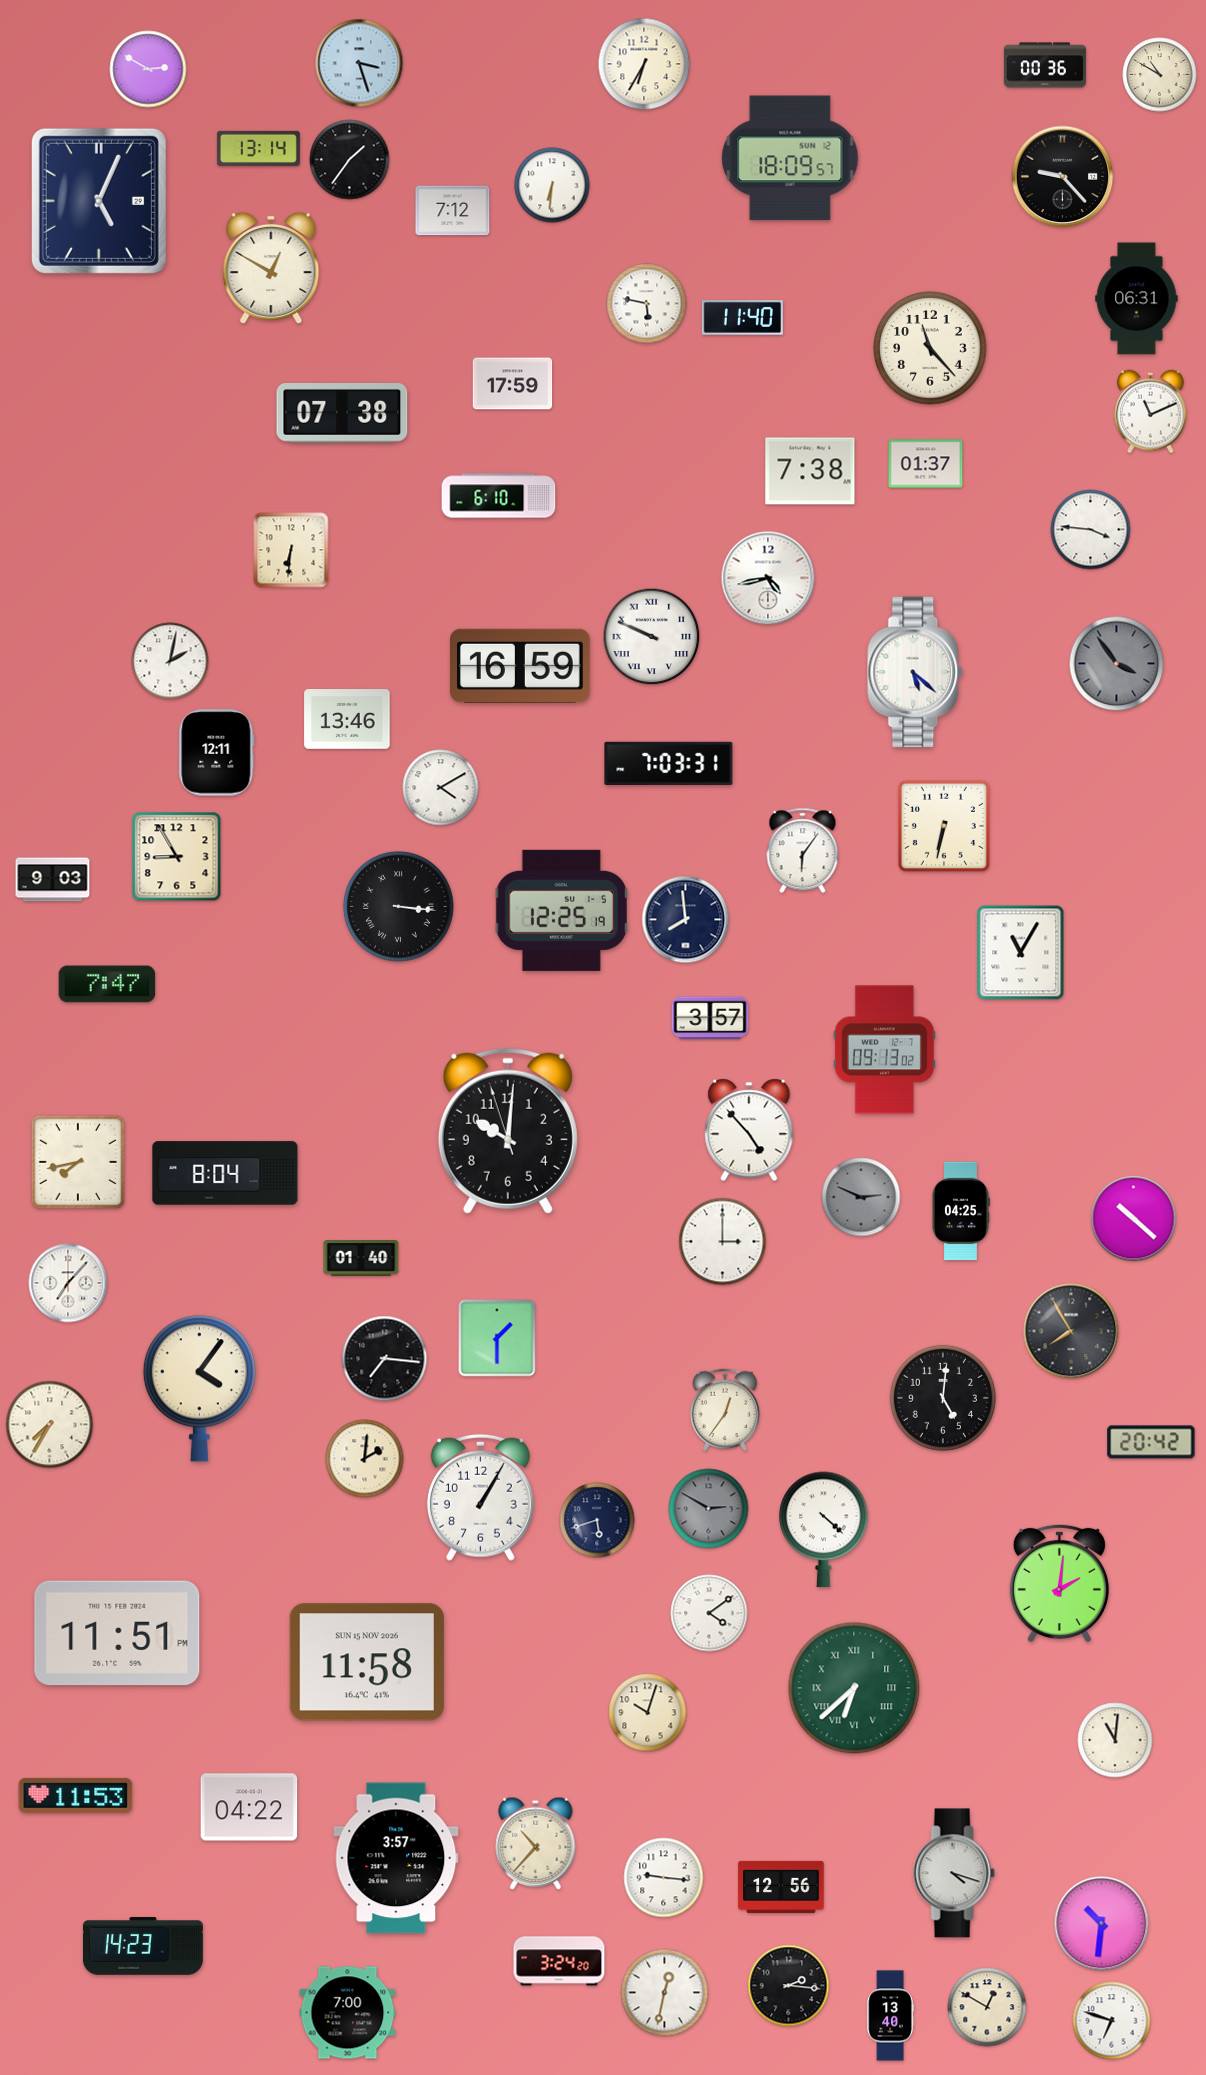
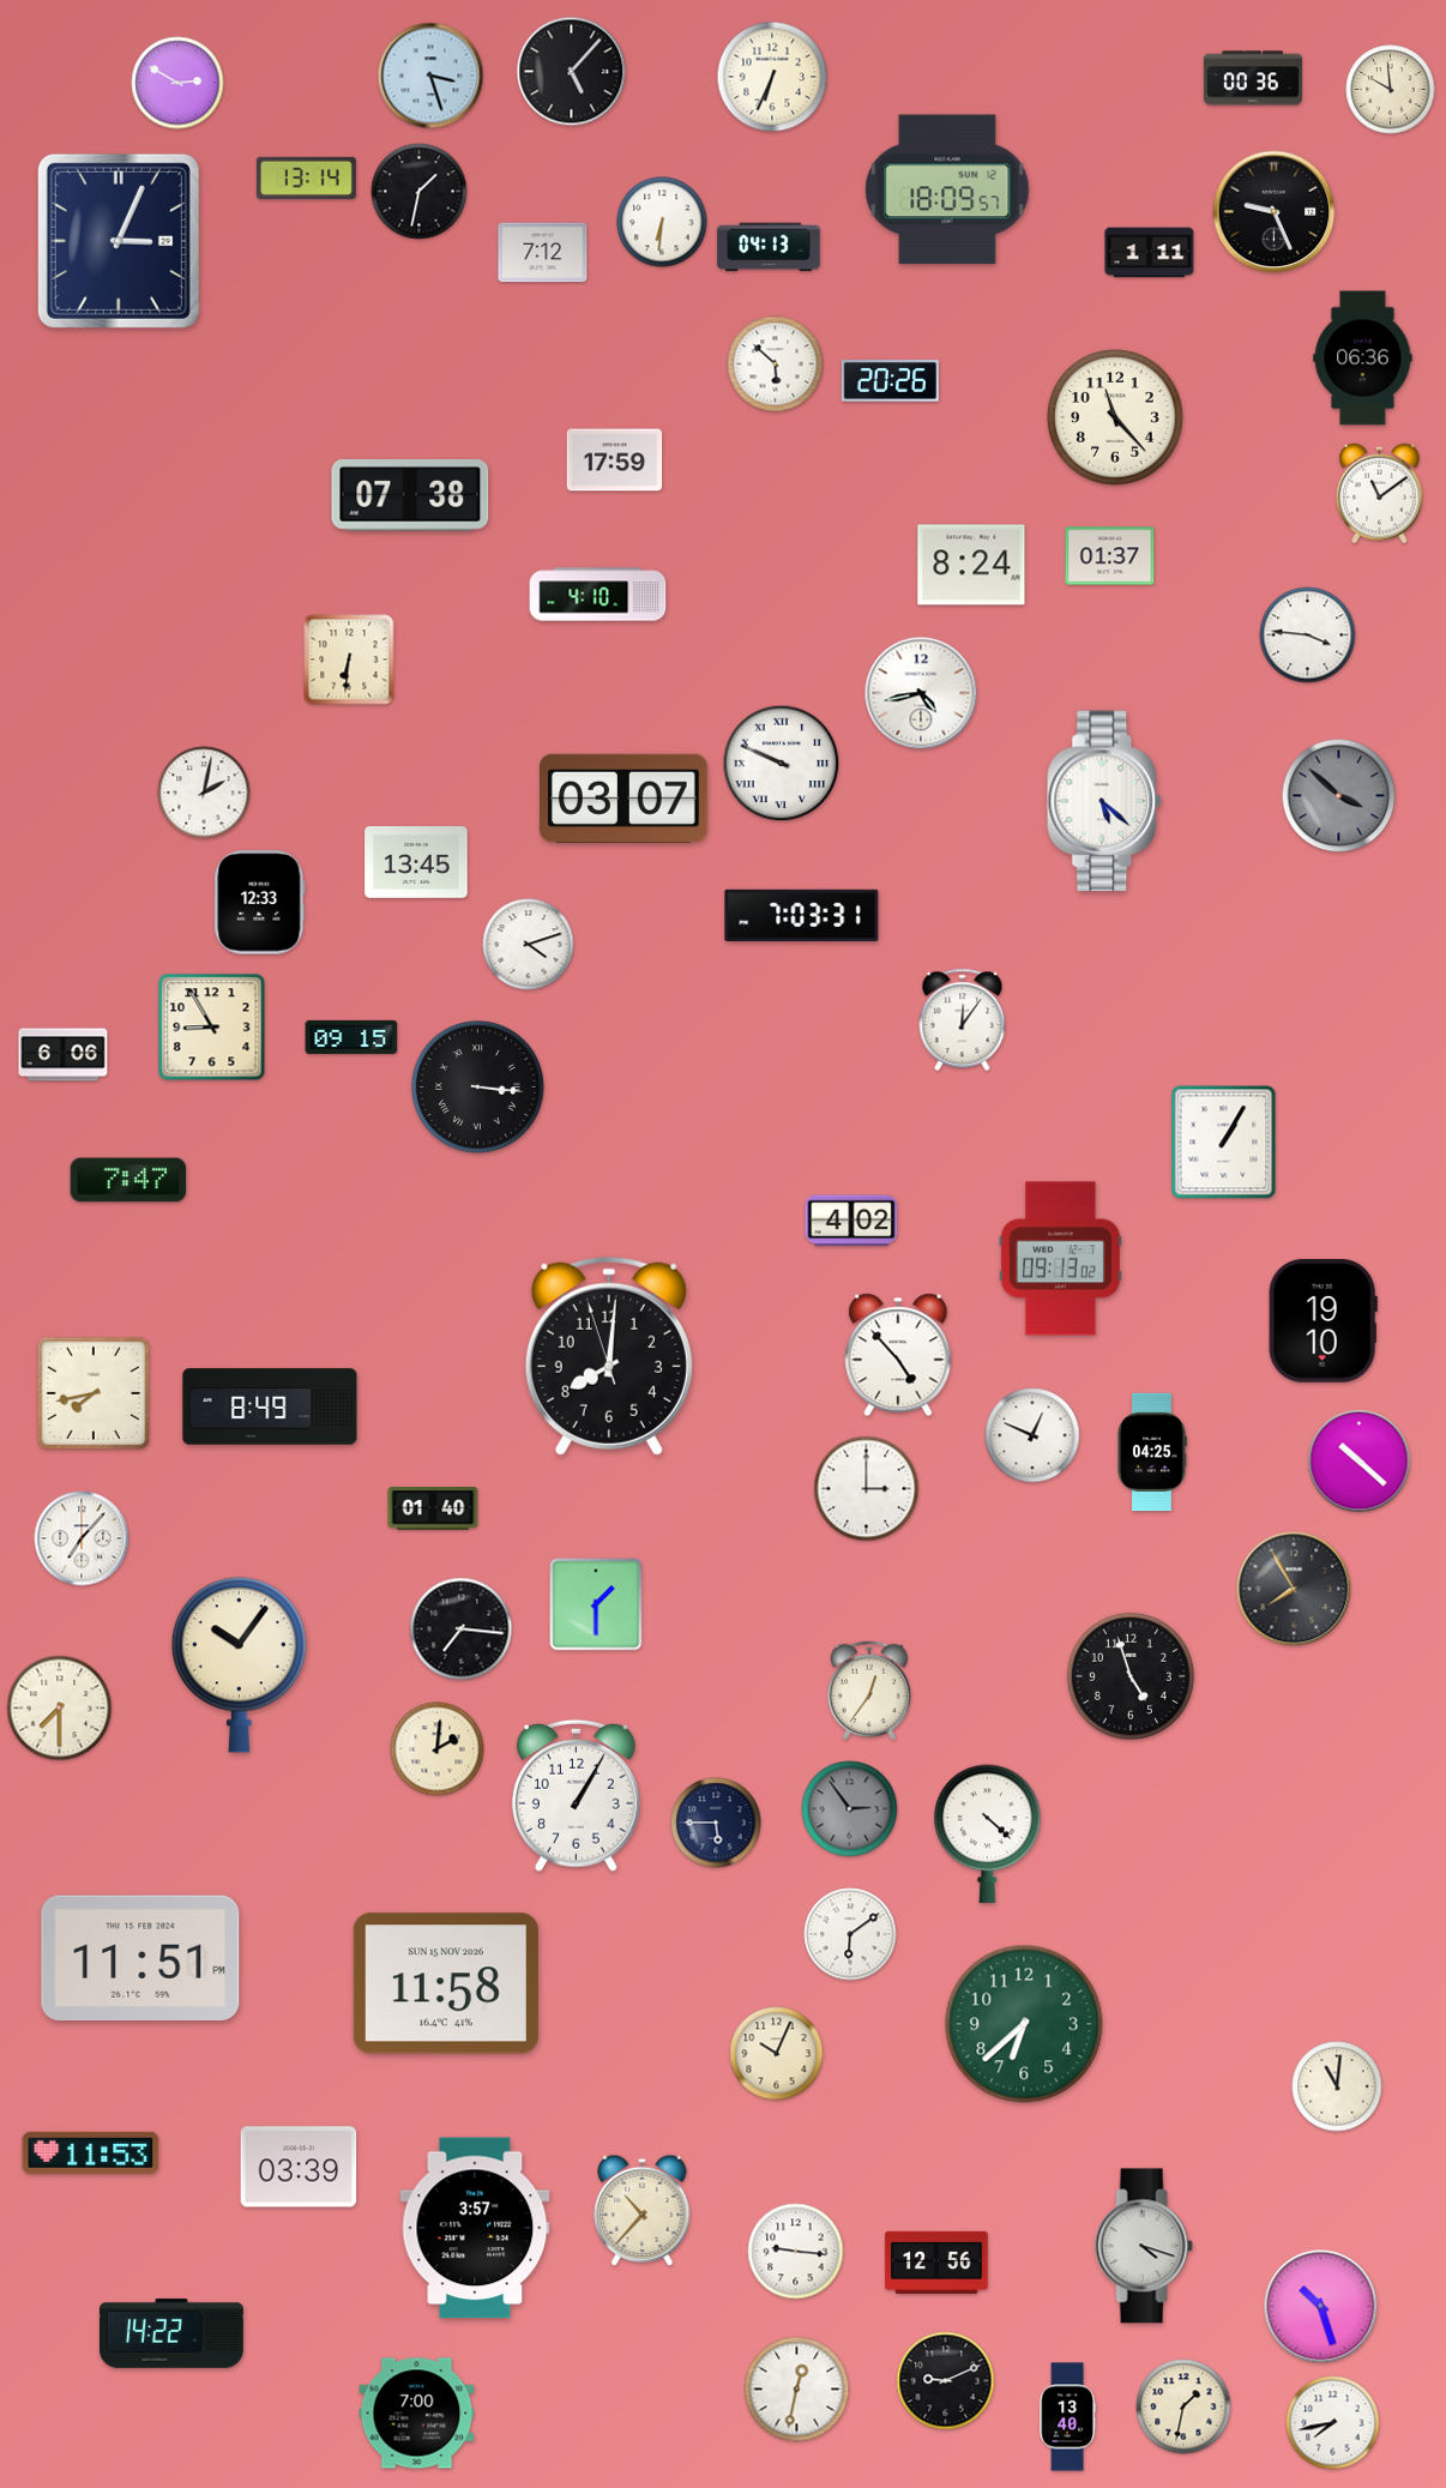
clock at (572, 72): none -> 5:07
clock at (644, 64): 6:35 -> 6:34
clock at (1160, 75): 10:50 -> 9:59
clock at (258, 148) position: (258, 148) -> (306, 177)
clock at (350, 160): 1:36 -> 1:32
clock at (1063, 177): 9:23 -> 9:26
clock at (99, 201): 5:04 -> 3:04
clock at (769, 247): none -> 04:13
clock at (1150, 253): none -> 1:11
clock at (271, 268): 12:50 -> none
clock at (1137, 299): 06:31 -> 06:36
clock at (647, 304): 5:47 -> 5:52
clock at (742, 318): 11:40 -> 20:26
clock at (1151, 412): 11:11 -> 11:09
clock at (810, 471): 7:38 -> 8:24
clock at (499, 496): 6:10 -> 4:10
clock at (1117, 664): 3:54 -> 3:52
clock at (521, 666): 16:59 -> 03:07
clock at (916, 672) position: (916, 672) -> (1105, 801)
clock at (347, 720): 13:46 -> 13:45
clock at (217, 753): 12:11 -> 12:33
clock at (441, 788): 4:10 -> 4:12
clock at (944, 826): 6:32 -> none
clock at (803, 851): 6:06 -> 12:06
clock at (351, 1037): none -> 09:15
clock at (53, 880): 9:03 -> 6:06
clock at (561, 910): 12:25 -> none
clock at (686, 920): 7:59 -> none
clock at (1021, 953): 11:05 -> 1:05
clock at (710, 1018): 3:57 -> 4:02
clock at (1323, 1321): none -> 19:10
clock at (508, 1131): 10:00 -> 8:00
clock at (225, 1173): 8:04 -> 8:49
clock at (861, 1197): 2:49 -> 12:49
clock at (861, 1197) dial: grey -> white
clock at (1071, 1331) position: (1071, 1331) -> (1294, 1589)
clock at (199, 1389): 4:06 -> 10:06
clock at (943, 1398): 5:01 -> 4:57
clock at (50, 1425): 7:35 -> 7:30
clock at (1151, 1442): 20:42 -> none
clock at (709, 1509): 2:50 -> 2:54
clock at (597, 1520): 5:42 -> 5:45
clock at (1059, 1583): 2:01 -> none
clock at (709, 1613): 4:09 -> 6:09
clock at (367, 1662) position: (367, 1662) -> (446, 1983)
clock at (854, 1688) numerals: Roman -> Arabic
clock at (648, 1713): 10:03 -> 10:04
clock at (249, 1807): 04:22 -> 03:39
clock at (1102, 1924): 10:31 -> 10:27
clock at (143, 1946): 14:23 -> 14:22
clock at (559, 1961): 3:24 -> none
clock at (789, 1986): 2:16 -> 9:11
clock at (987, 2007): 12:50 -> 1:32
clock at (1112, 2021): 6:48 -> 7:43
